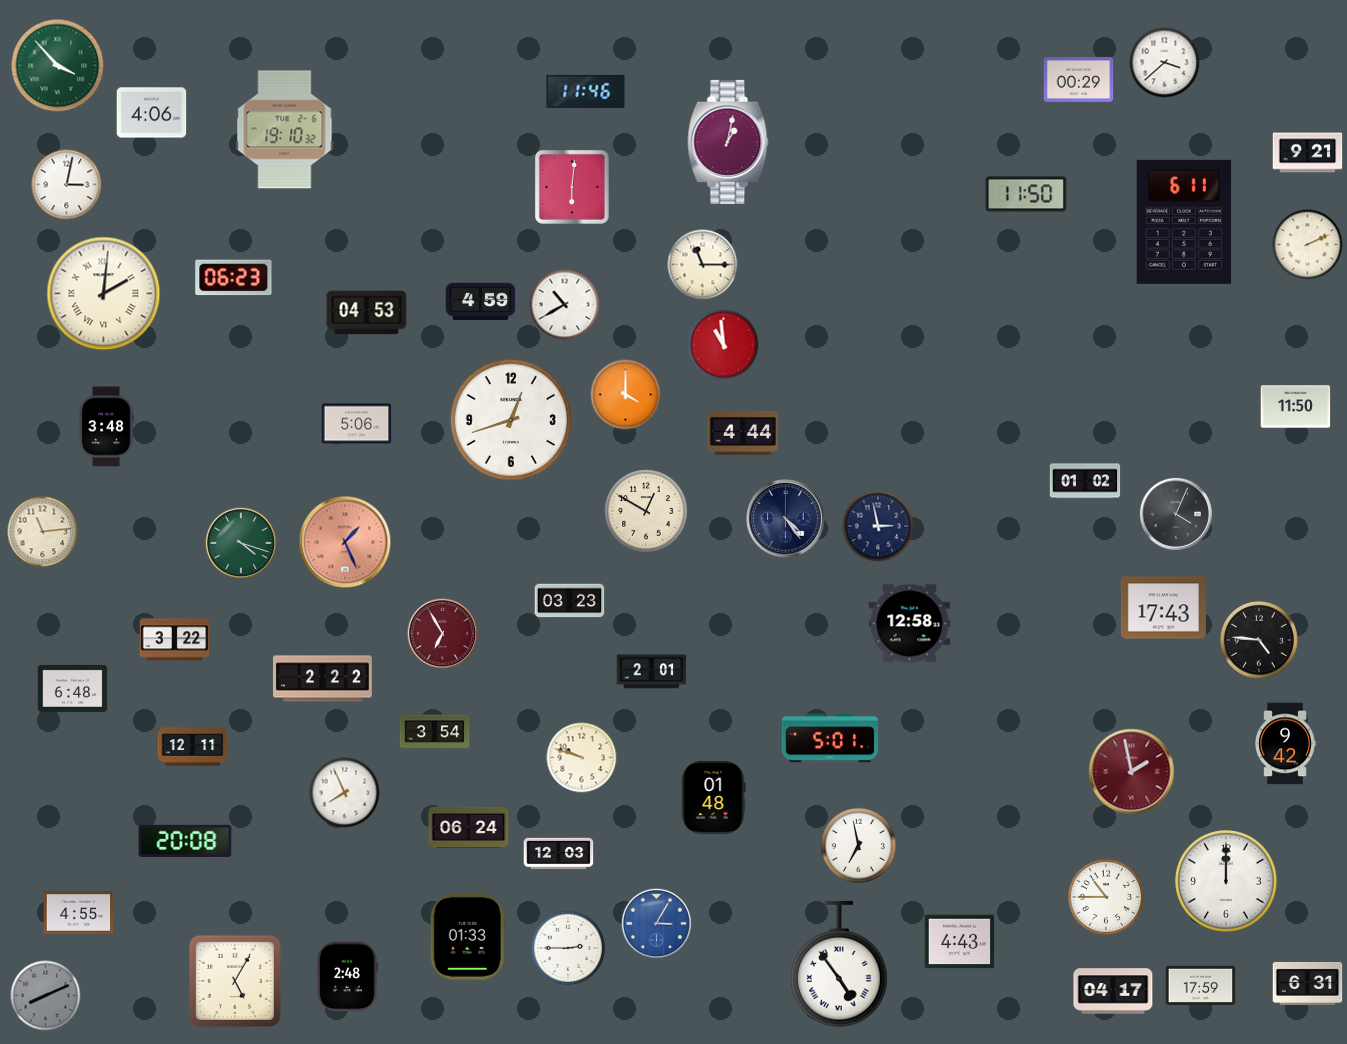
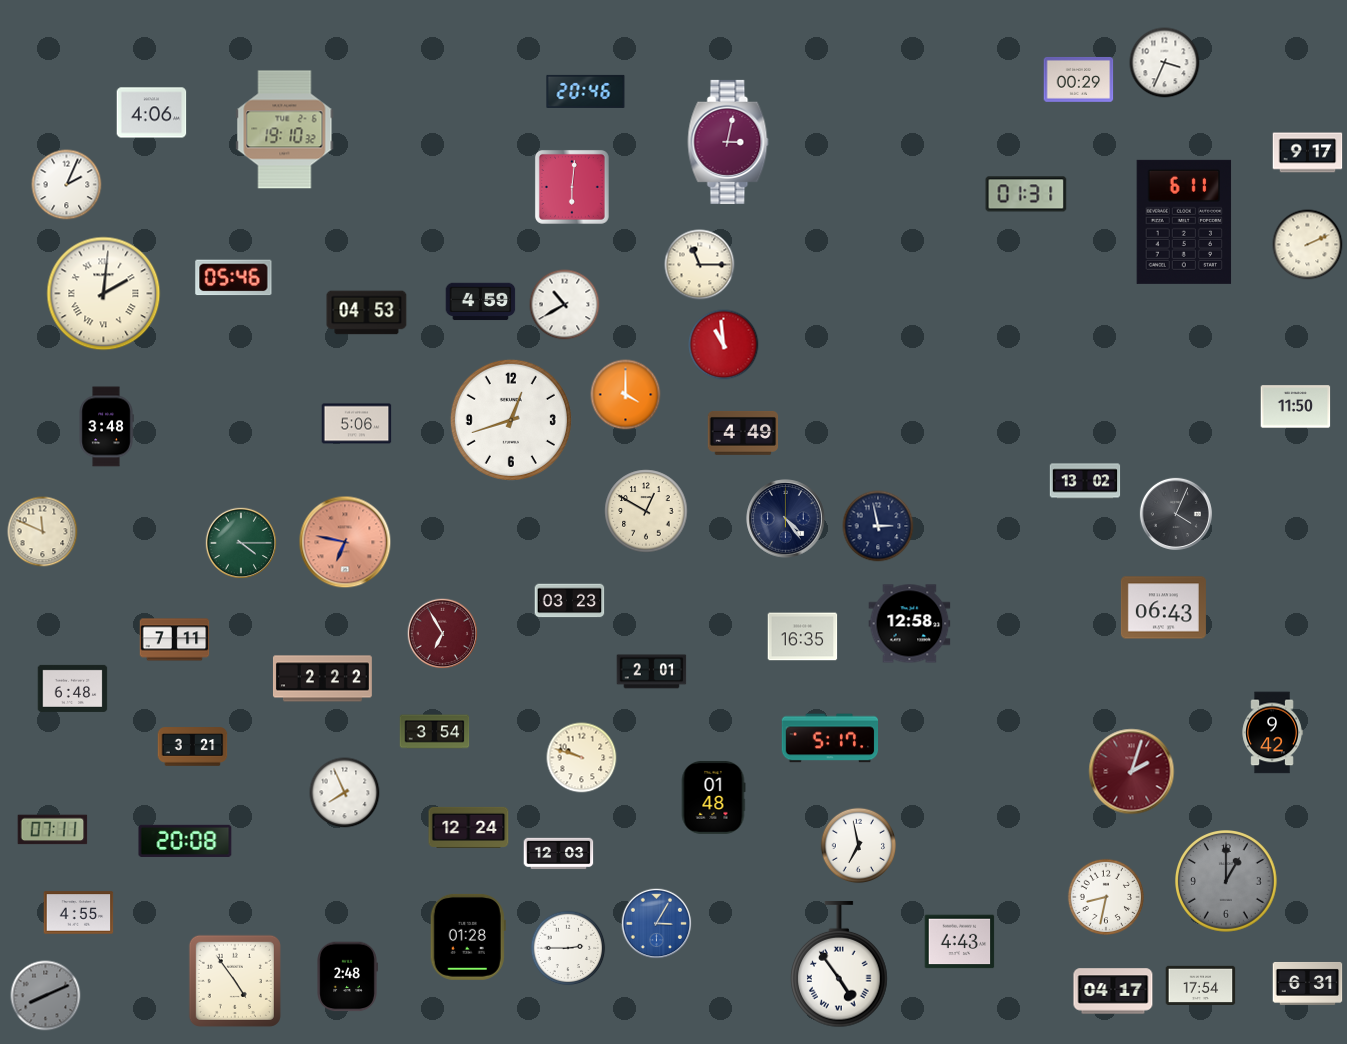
clock at (1165, 63): 3:38 -> 3:34
clock at (58, 66): 3:53 -> none
clock at (586, 91): 11:46 -> 20:46
clock at (728, 142): 1:02 -> 3:02
clock at (1308, 153): 9:21 -> 9:17
clock at (67, 185): 3:02 -> 2:04
clock at (1026, 194): 11:50 -> 01:31
clock at (703, 265) position: (703, 265) -> (700, 265)
clock at (234, 278): 06:23 -> 05:46
clock at (743, 433): 4:44 -> 4:49
clock at (1085, 481): 01:02 -> 13:02
clock at (43, 532): 11:14 -> 11:49
clock at (345, 542): 1:26 -> 6:47
clock at (241, 543): 4:18 -> 4:15
clock at (1163, 608): 17:43 -> 06:43
clock at (803, 637): none -> 16:35
clock at (175, 640): 3:22 -> 7:11
clock at (1259, 640): 4:46 -> none
clock at (830, 738): 5:01 -> 5:17
clock at (1285, 744) position: (1285, 744) -> (1272, 733)
clock at (193, 747): 12:11 -> 3:21
clock at (1132, 772): 1:58 -> 2:03
clock at (469, 827): 06:24 -> 12:24
clock at (53, 830): none -> 07:11
clock at (1227, 882): 12:00 -> 1:00
clock at (1227, 882) dial: white -> grey
clock at (1105, 896): 10:45 -> 8:32
clock at (468, 937): 01:33 -> 01:28
clock at (235, 981): 5:05 -> 4:54
clock at (1201, 985): 17:59 -> 17:54
